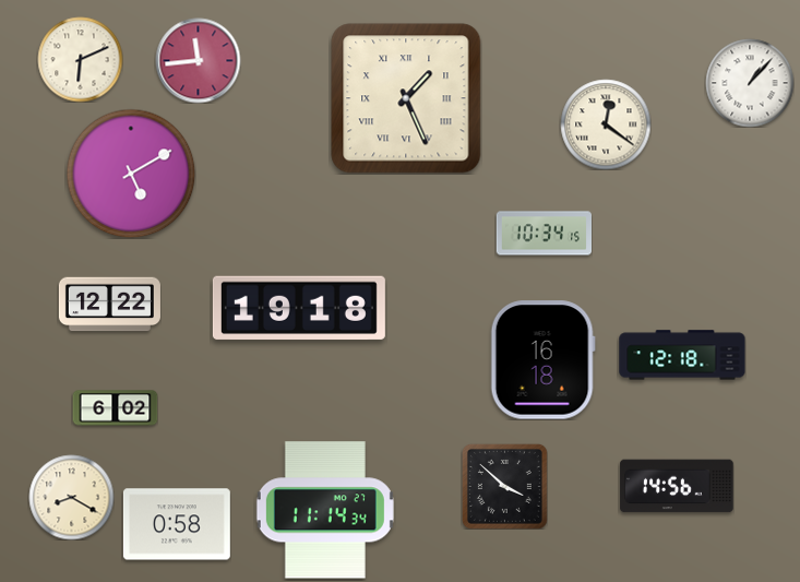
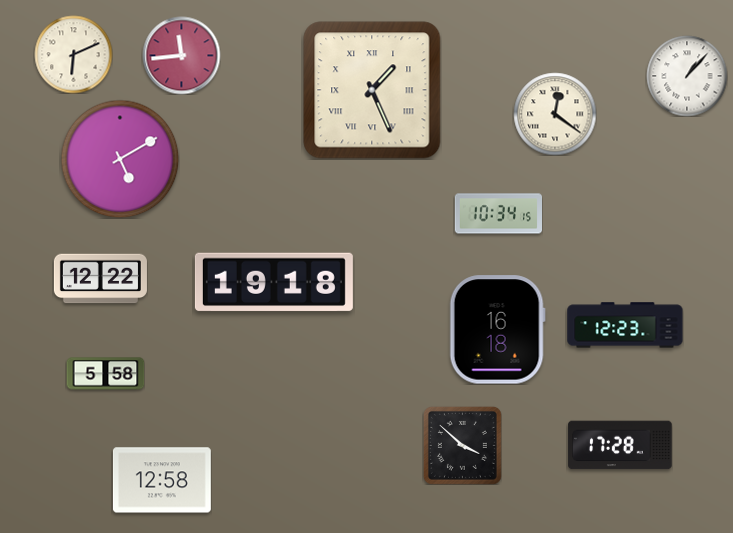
clock at (682, 355): 12:18 -> 12:23
clock at (115, 408): 6:02 -> 5:58
clock at (677, 486): 14:56 -> 17:28
clock at (71, 497): 8:20 -> none
clock at (325, 510): 11:14 -> none
clock at (177, 524): 0:58 -> 12:58
